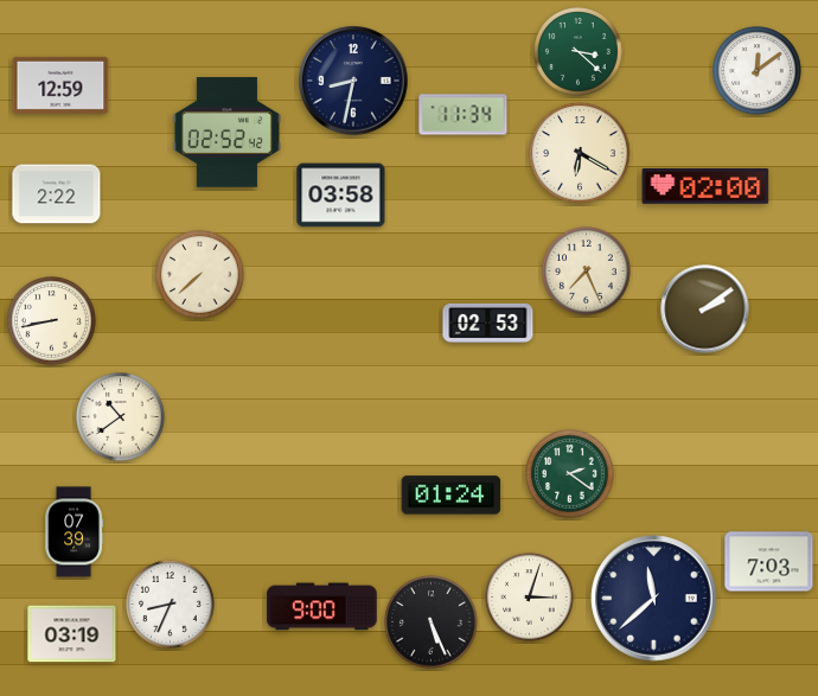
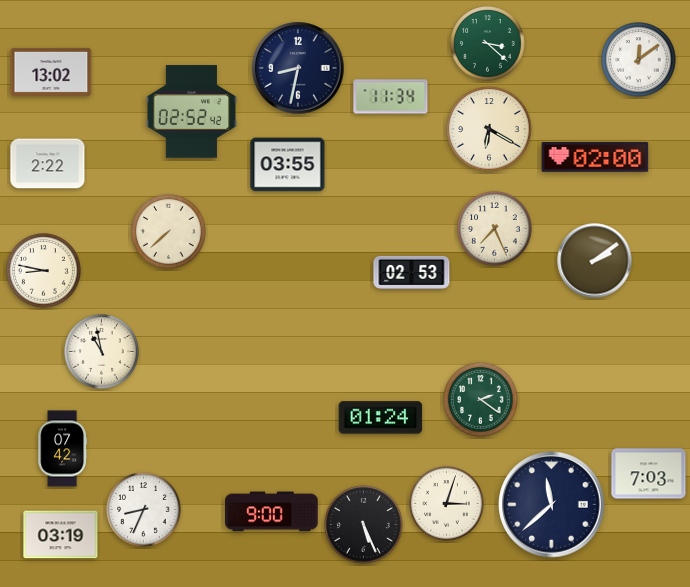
clock at (60, 85): 12:59 -> 13:02
clock at (341, 196): 03:58 -> 03:55
clock at (52, 321): 8:43 -> 8:47
clock at (121, 417): 10:39 -> 10:58
clock at (75, 532): 07:39 -> 07:42
